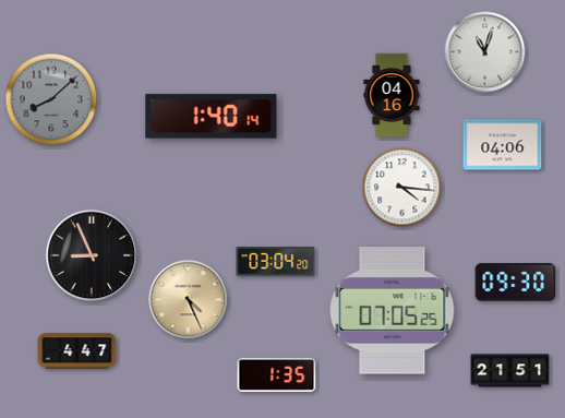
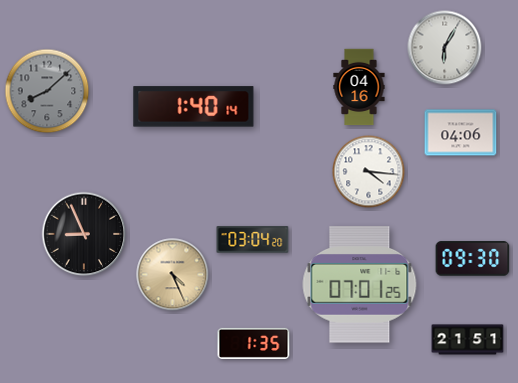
clock at (485, 52): 11:03 -> 6:05
clock at (393, 311): 07:05 -> 07:01
clock at (77, 351): 4:47 -> none
